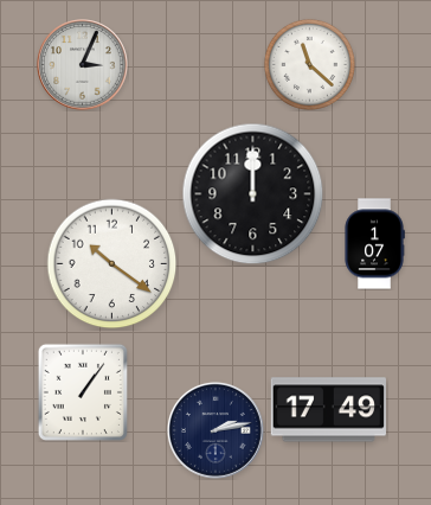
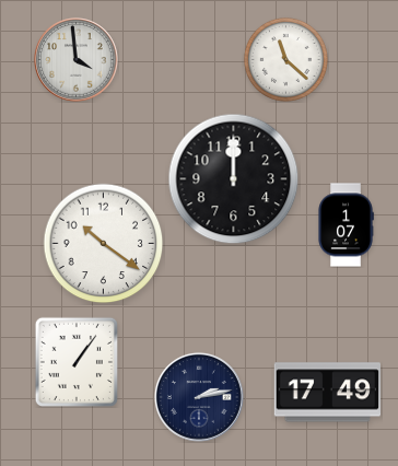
clock at (83, 65): 3:04 -> 3:59
clock at (328, 410) position: (328, 410) -> (327, 393)
